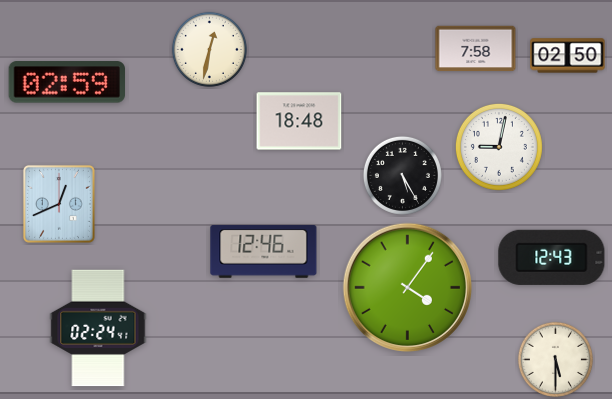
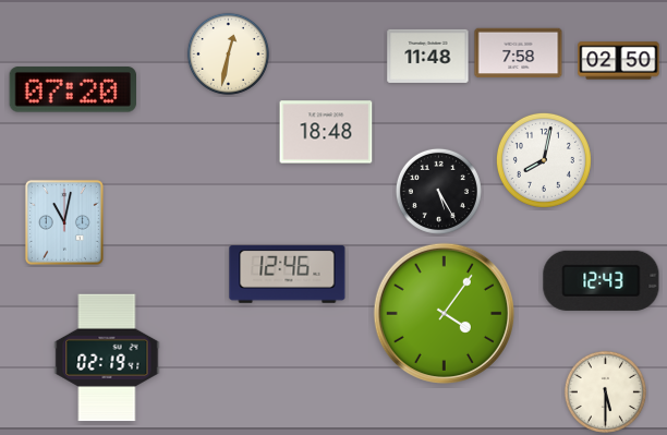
clock at (428, 56): none -> 11:48
clock at (66, 82): 02:59 -> 07:20
clock at (499, 147): 9:02 -> 8:02
clock at (59, 204): 12:41 -> 11:02
clock at (98, 328): 02:24 -> 02:19
